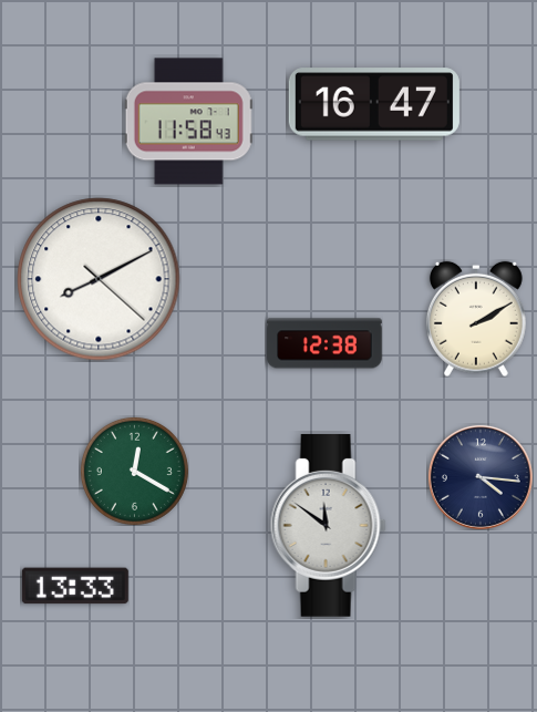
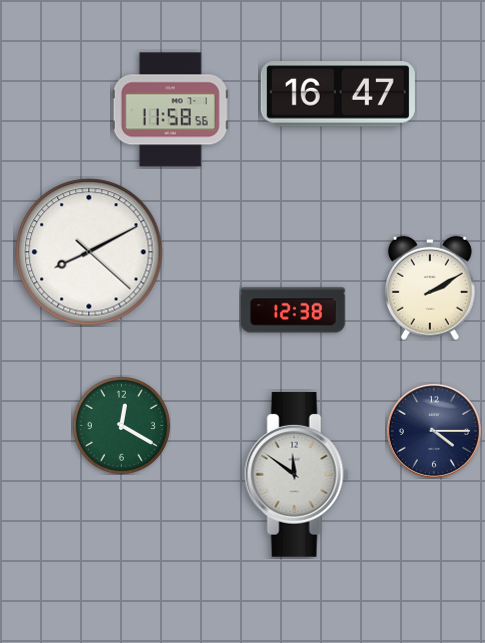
clock at (188, 122): 11:58:43 -> 11:58:56
clock at (481, 477): 4:16 -> 4:15
clock at (75, 586): 13:33 -> none
